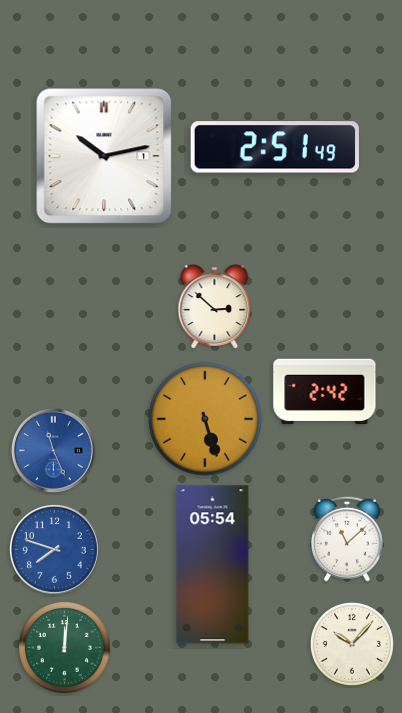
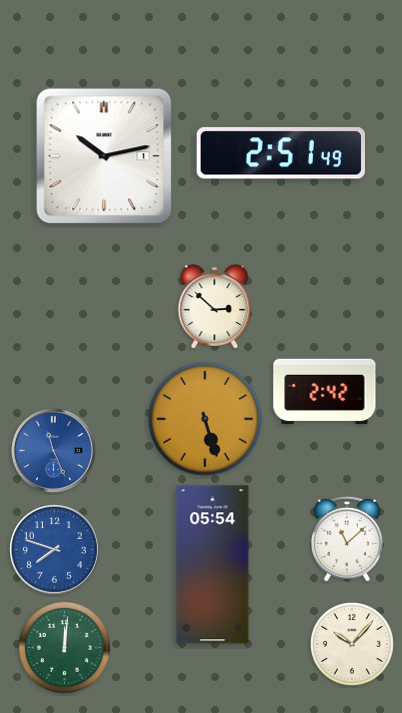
clock at (275, 147) position: (275, 147) -> (281, 153)
